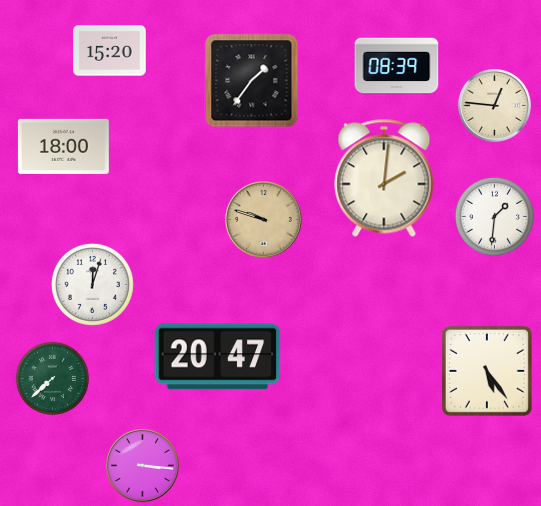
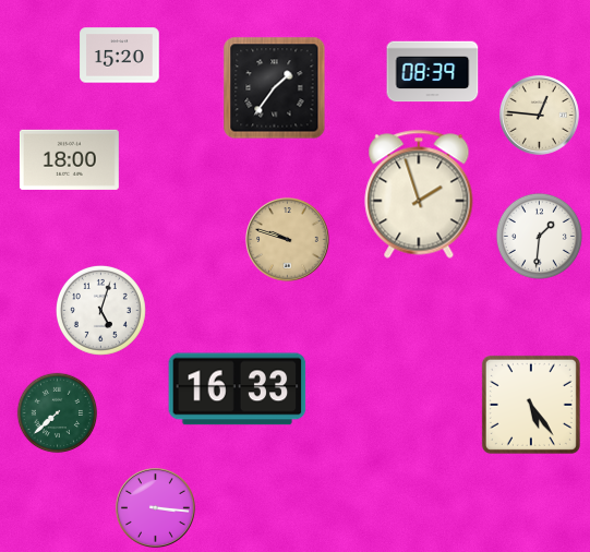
clock at (384, 178): 2:01 -> 1:57
clock at (92, 284): 12:03 -> 5:03
clock at (218, 357): 20:47 -> 16:33
